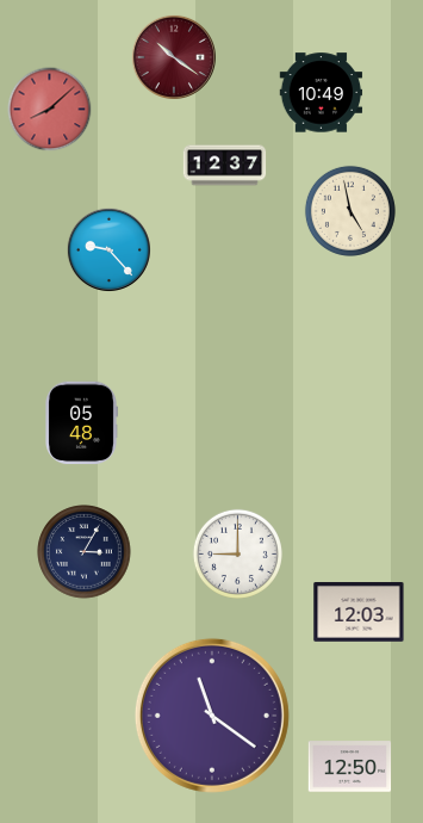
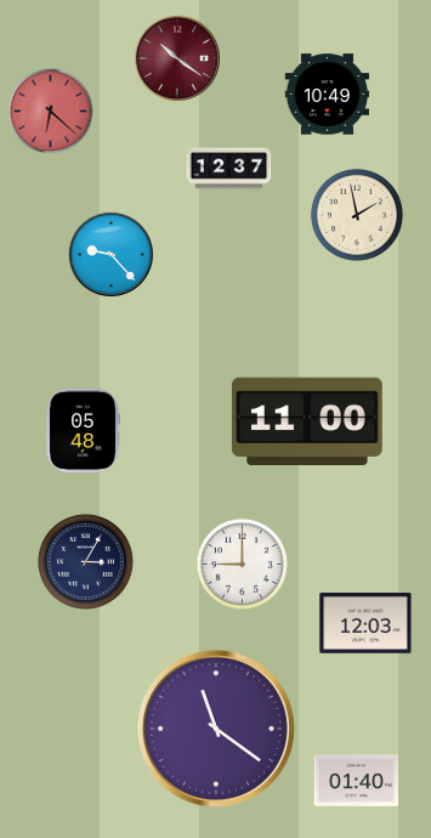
clock at (50, 110): 8:08 -> 6:22
clock at (350, 211): 4:58 -> 1:58
clock at (307, 421): none -> 11:00
clock at (350, 767): 12:50 -> 01:40
